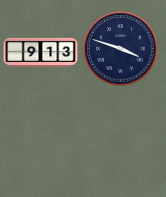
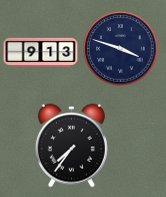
clock at (71, 146): none -> 7:36
